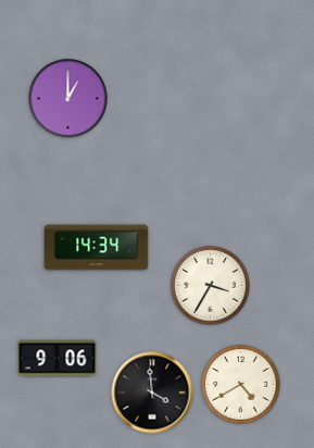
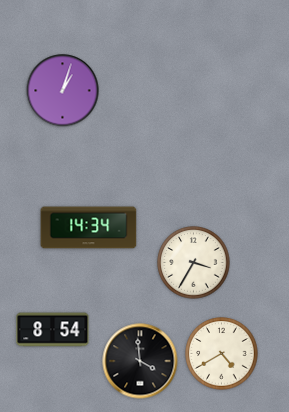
clock at (68, 99): 1:00 -> 1:03
clock at (58, 359): 9:06 -> 8:54
